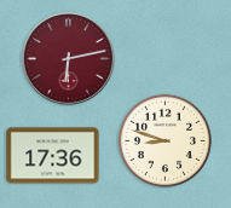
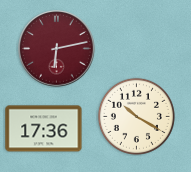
clock at (164, 140): 8:48 -> 10:20
